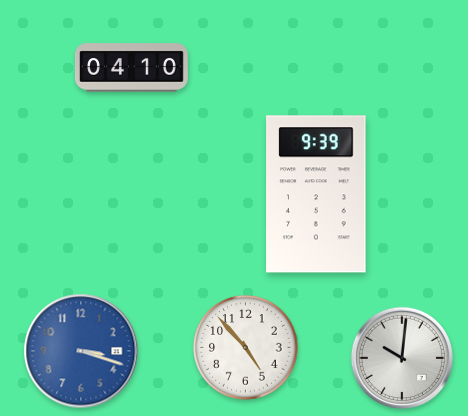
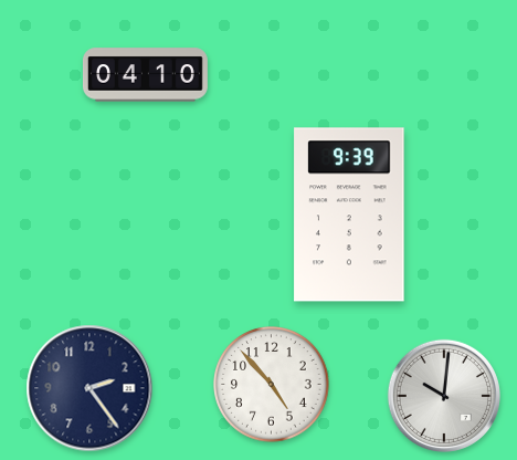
clock at (81, 351): 3:18 -> 2:24
clock at (81, 351) dial: blue -> navy
